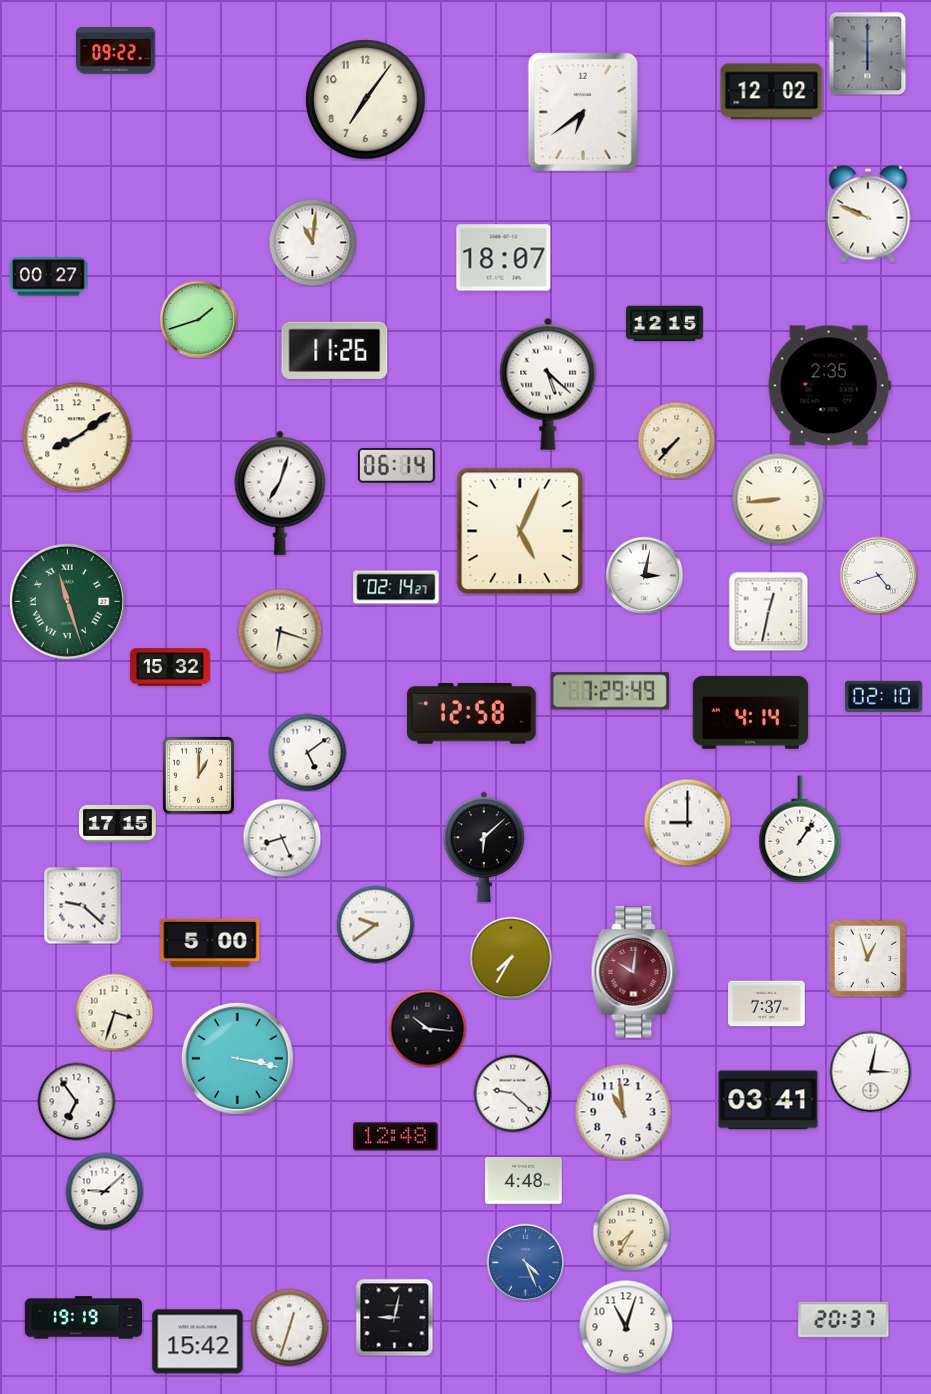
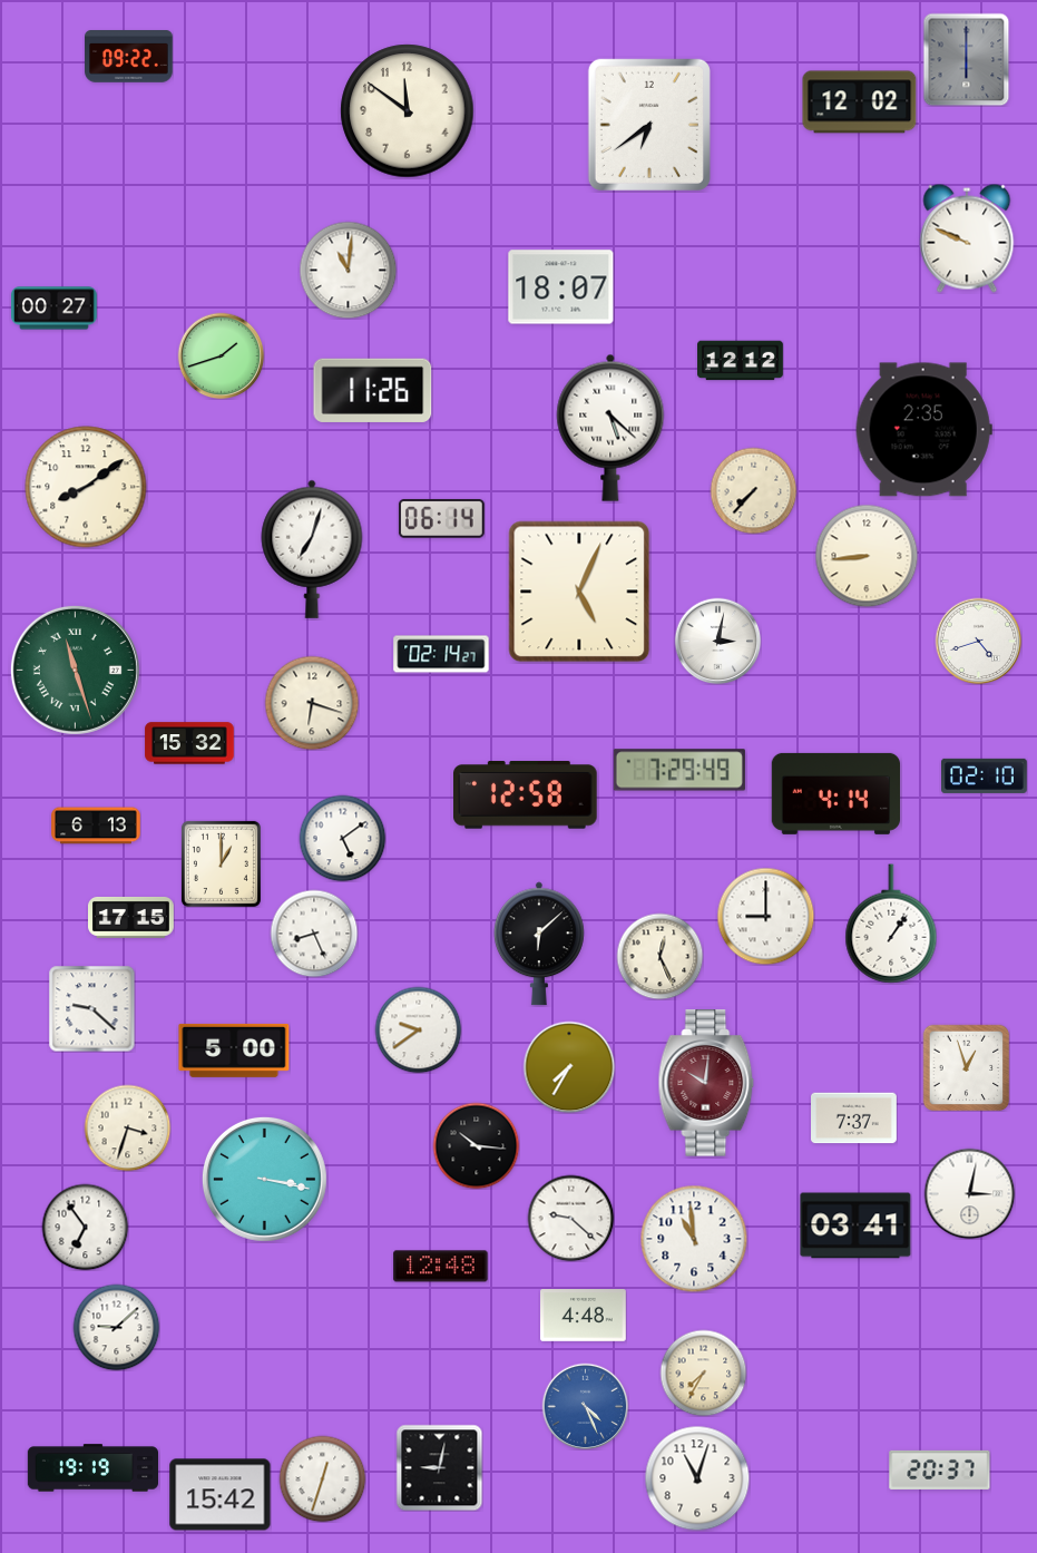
clock at (366, 100): 7:06 -> 11:51
clock at (665, 324): 12:15 -> 12:12
clock at (768, 611): 12:32 -> none
clock at (96, 826): none -> 6:13
clock at (659, 956): none -> 12:26
